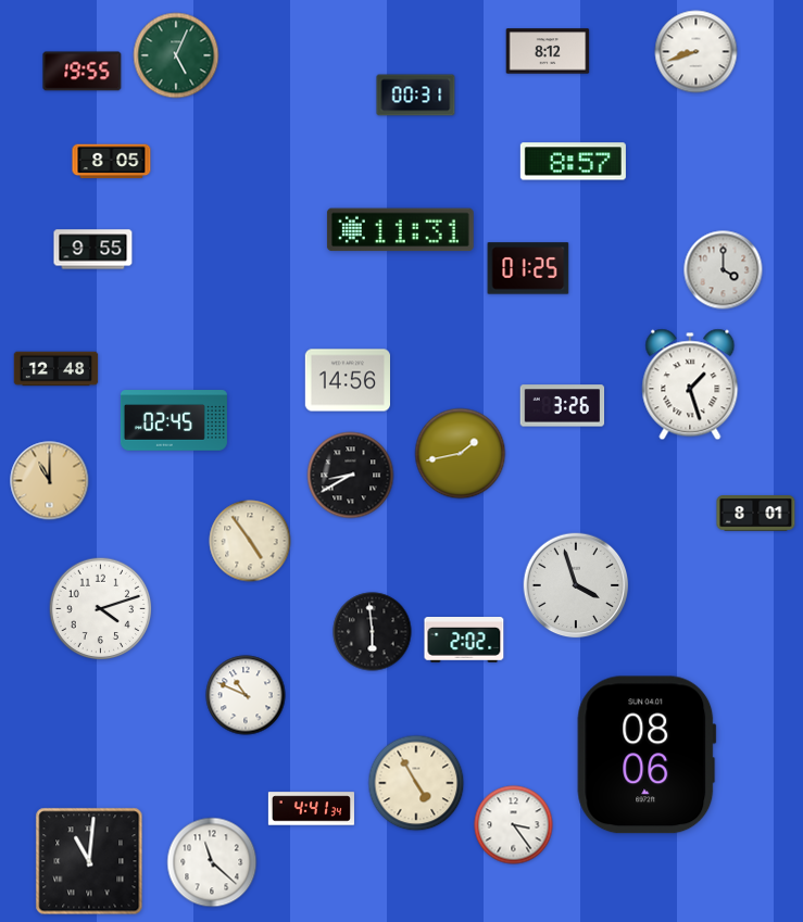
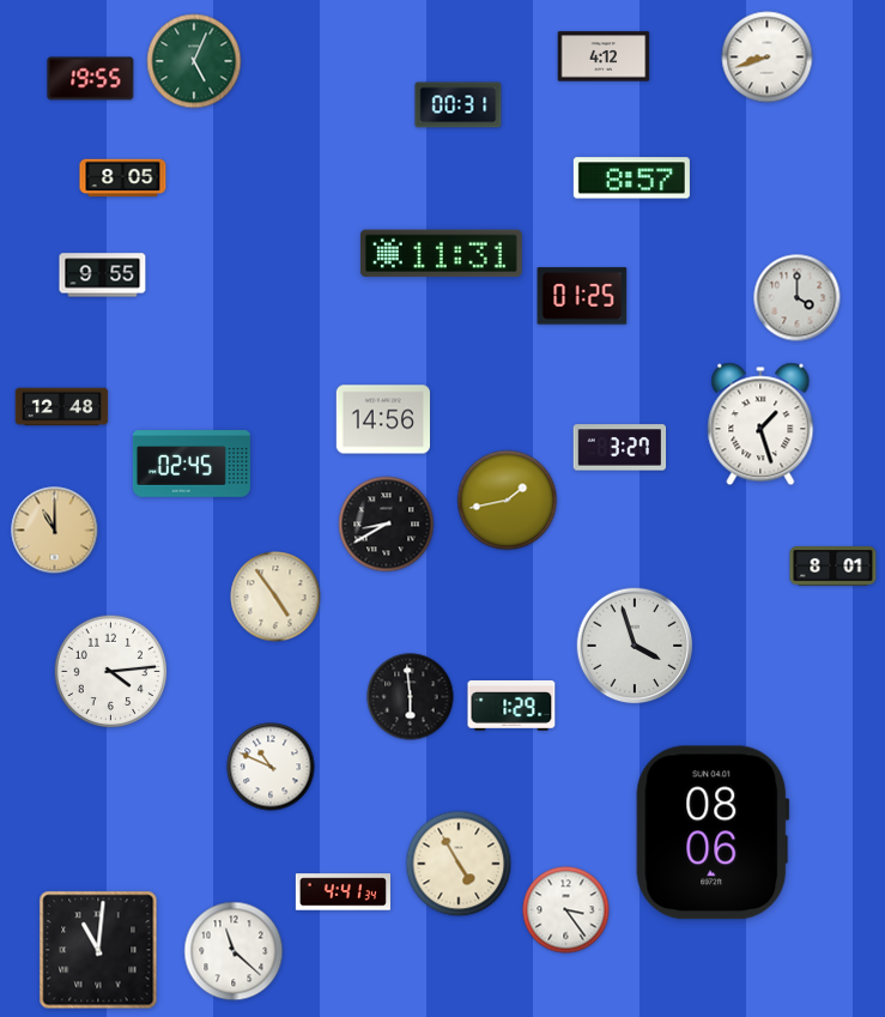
clock at (548, 51): 8:12 -> 4:12
clock at (563, 406): 3:26 -> 3:27
clock at (101, 609): 4:12 -> 4:14
clock at (464, 641): 2:02 -> 1:29
